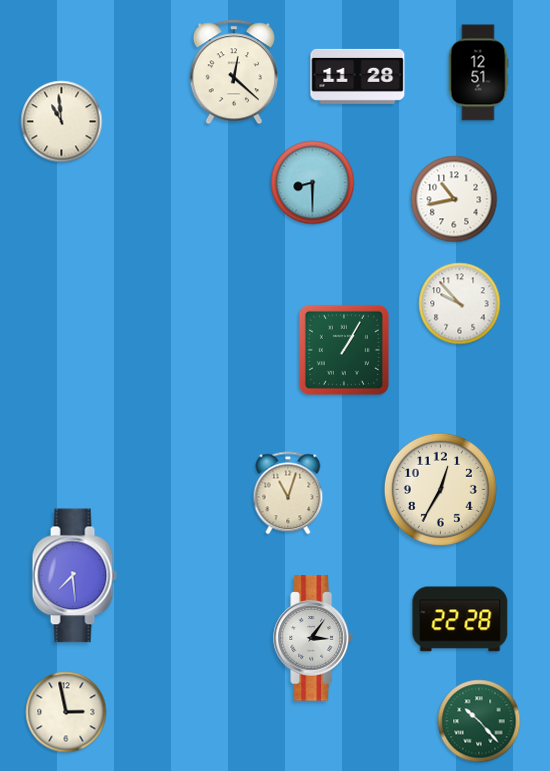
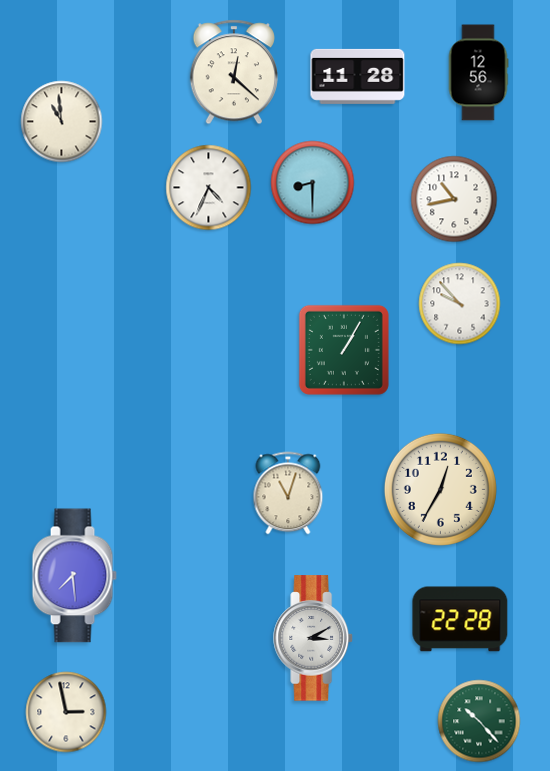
clock at (478, 73): 12:51 -> 12:56
clock at (209, 188): none -> 4:34
clock at (313, 638): 3:06 -> 3:10
